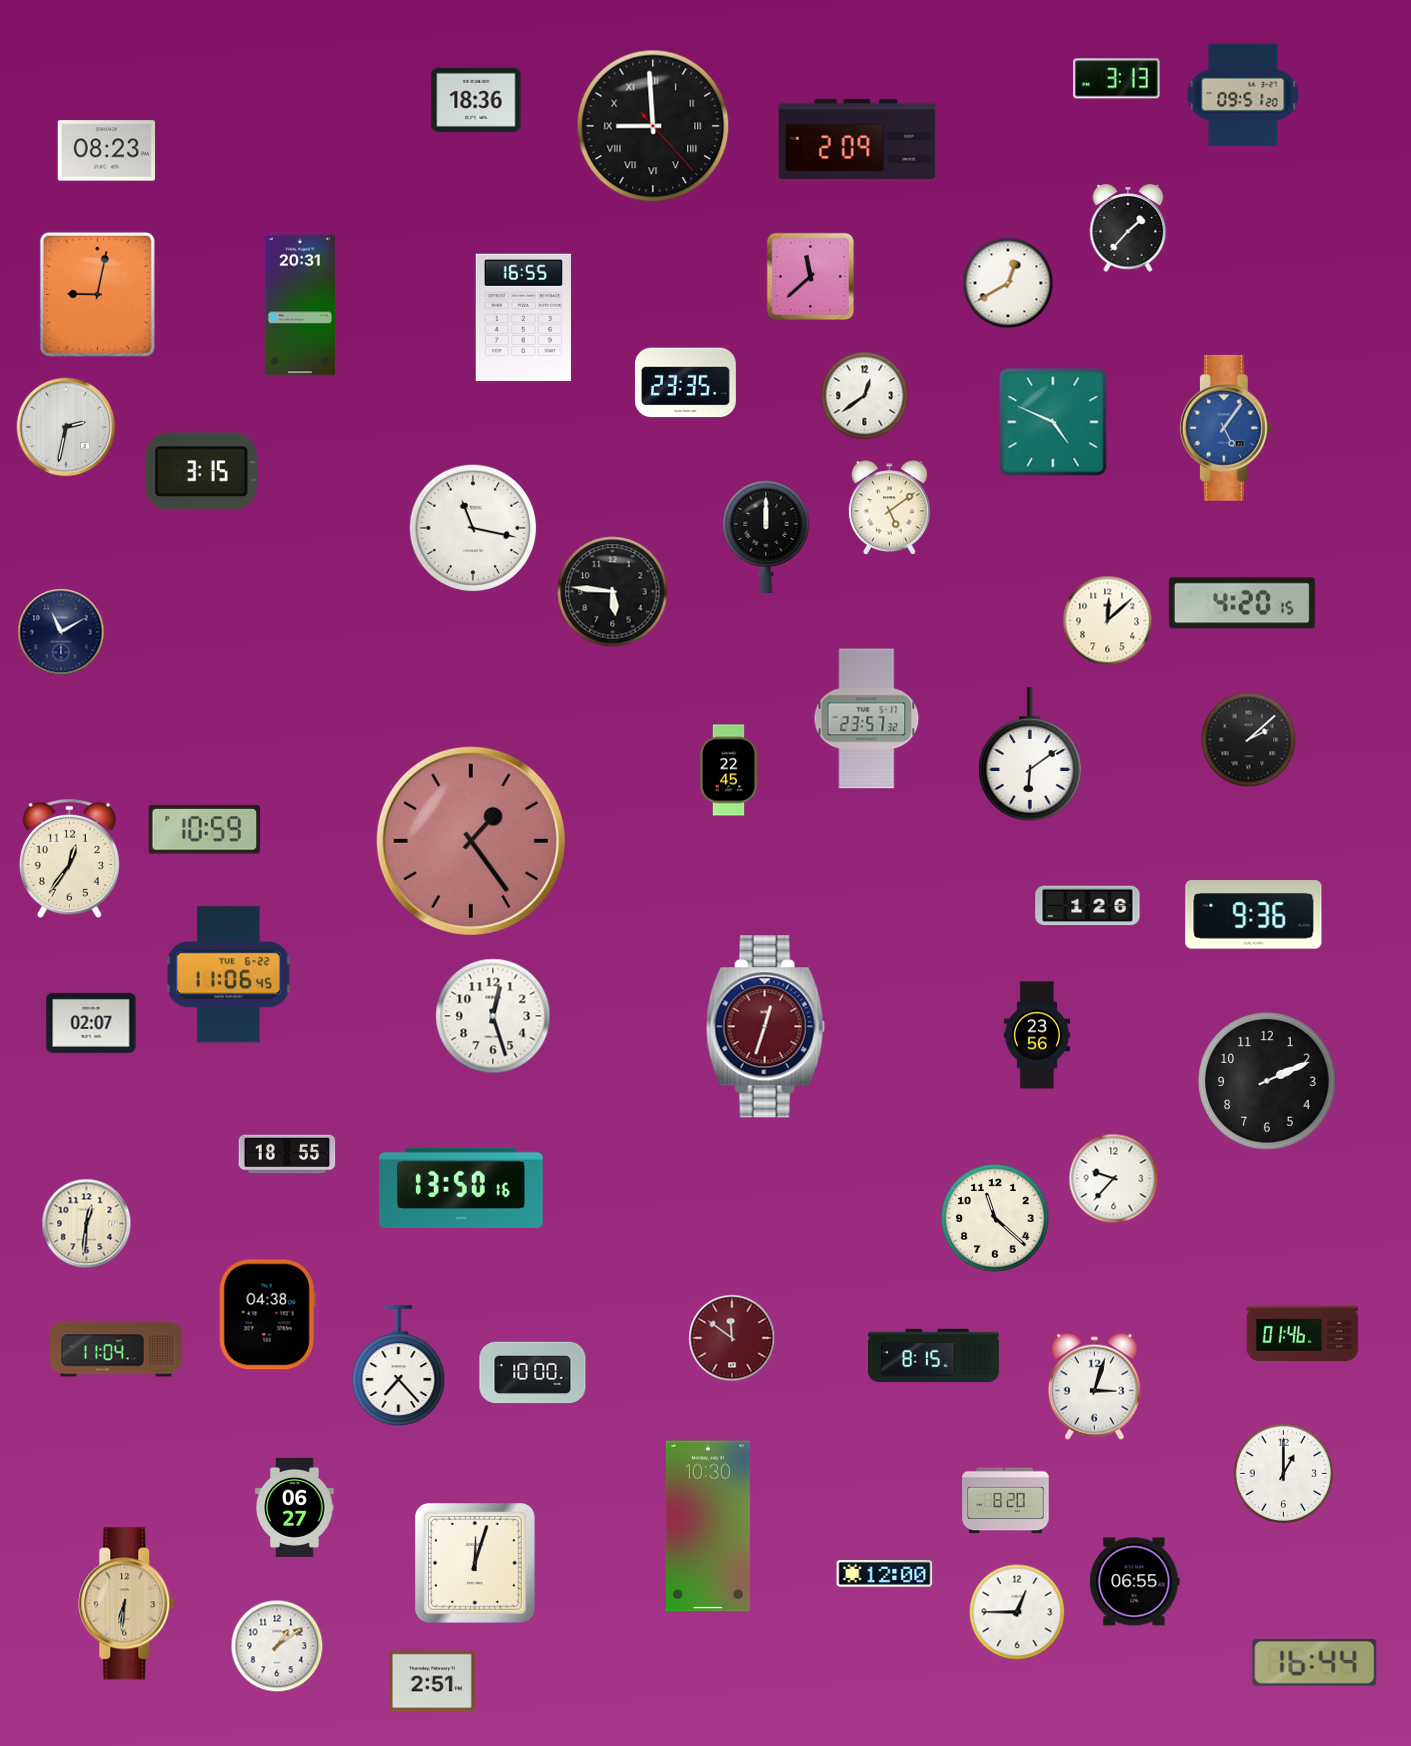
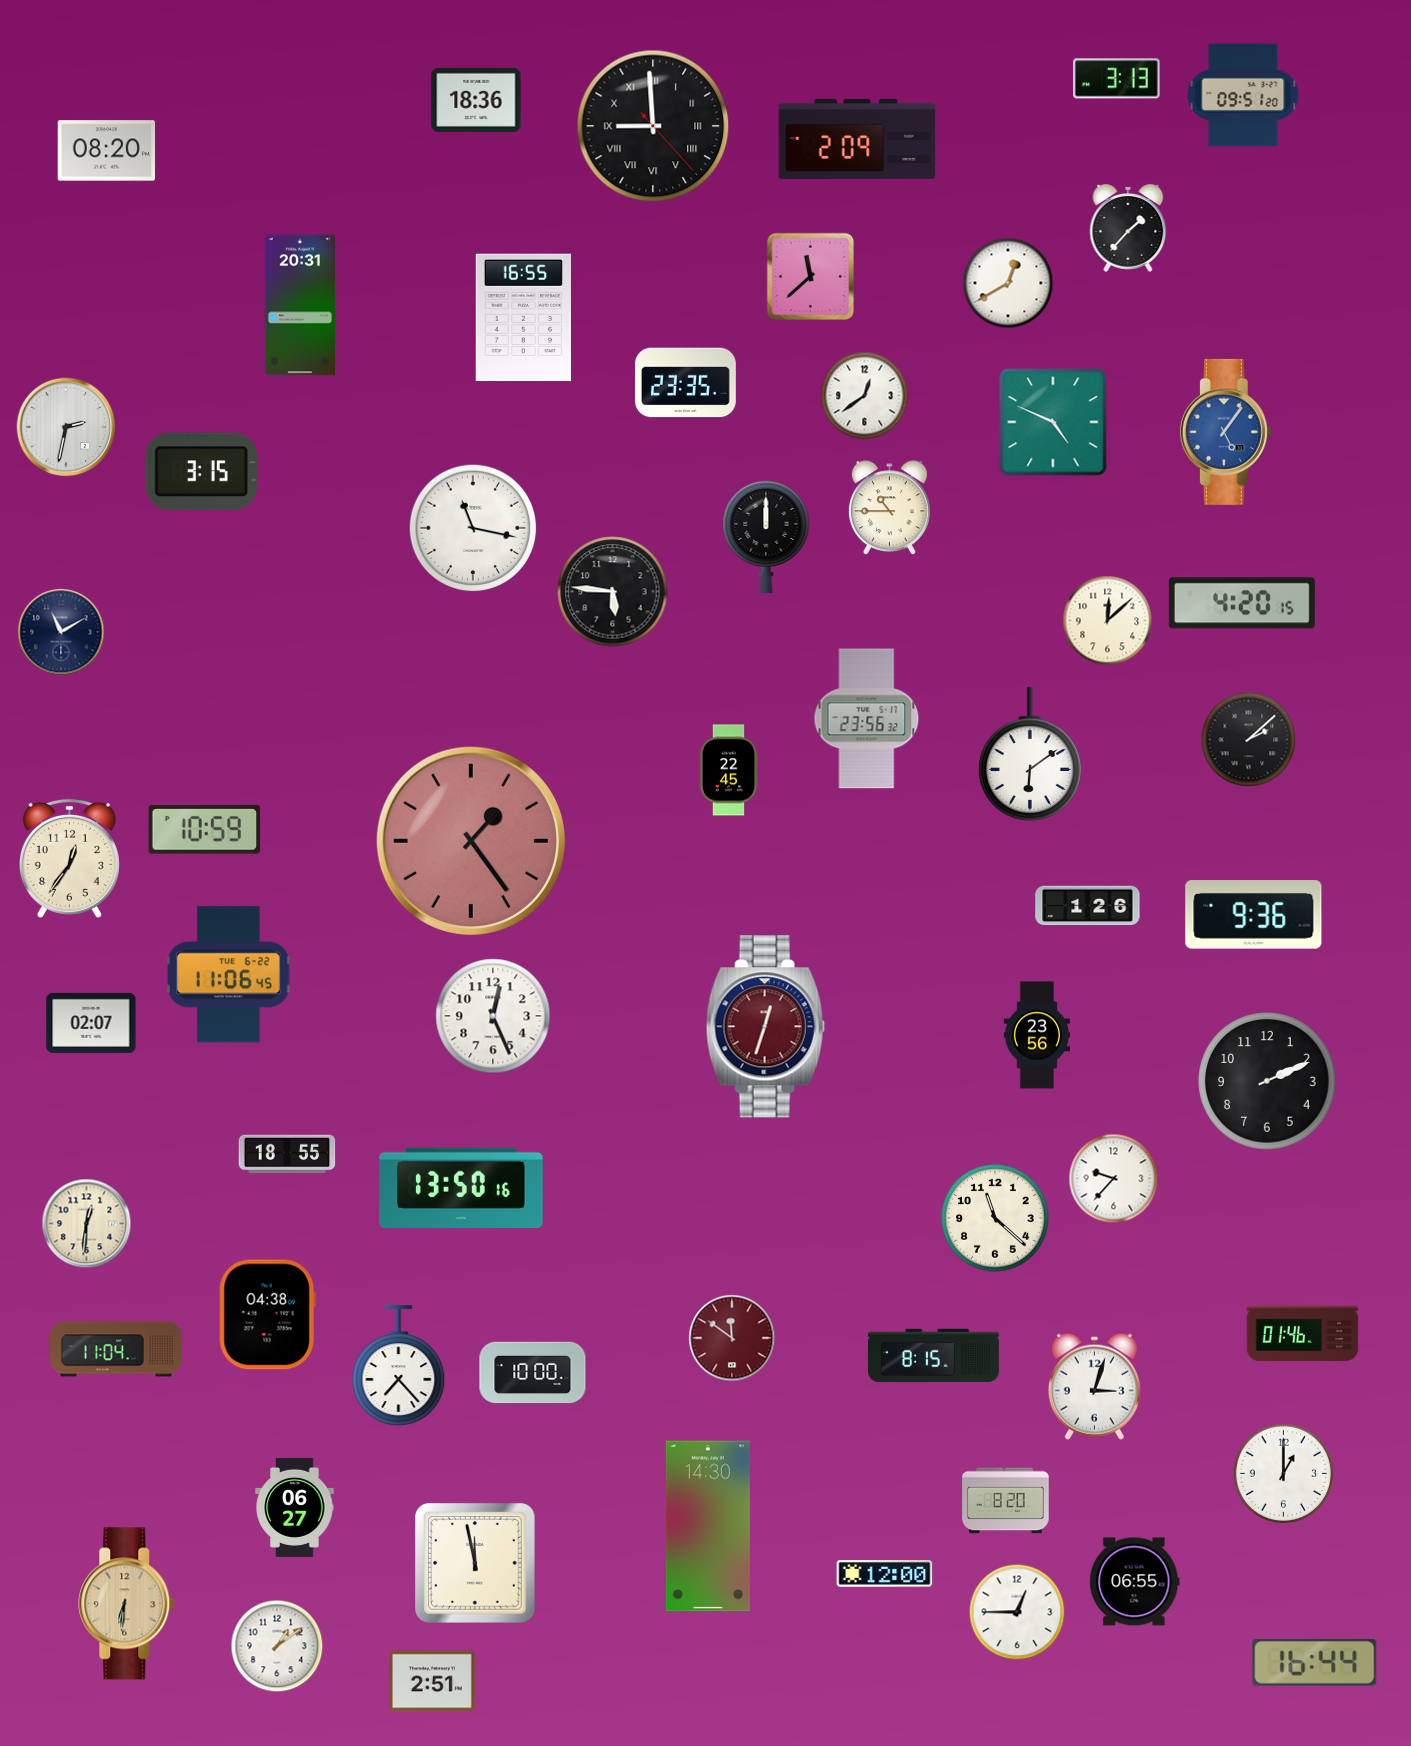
clock at (107, 151): 08:23 -> 08:20
clock at (97, 294): 9:02 -> none
clock at (1226, 428) position: (1226, 428) -> (1226, 432)
clock at (889, 508): 5:09 -> 10:45
clock at (867, 719): 23:57 -> 23:56
clock at (493, 1016): 12:27 -> 12:26
clock at (708, 1526): 10:30 -> 14:30
clock at (475, 1563): 12:03 -> 11:58
